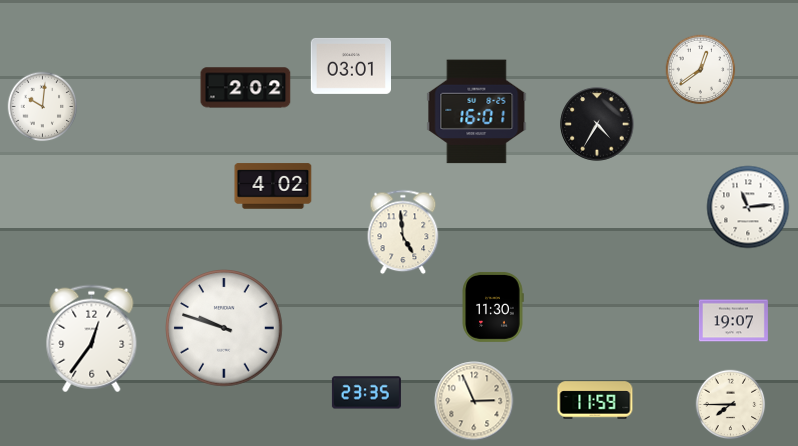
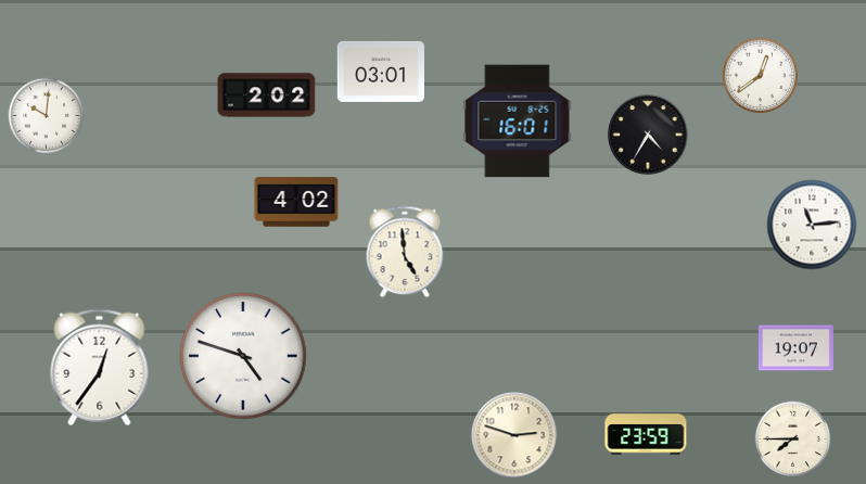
clock at (403, 232) position: (403, 232) -> (405, 252)
clock at (493, 307): 11:30 -> none
clock at (224, 328): 9:48 -> 4:48
clock at (366, 393): 23:35 -> none
clock at (595, 400): 11:59 -> 23:59
clock at (474, 401): 2:56 -> 2:48
